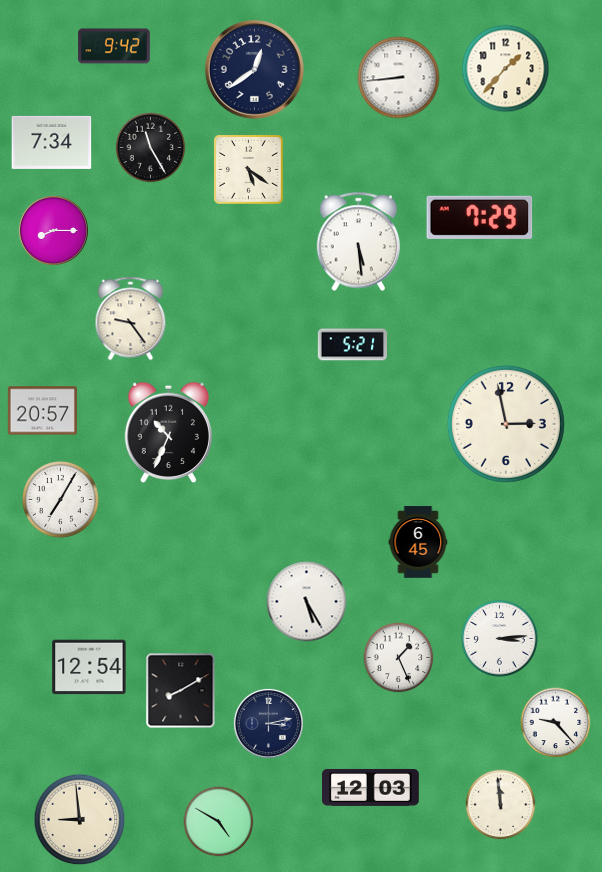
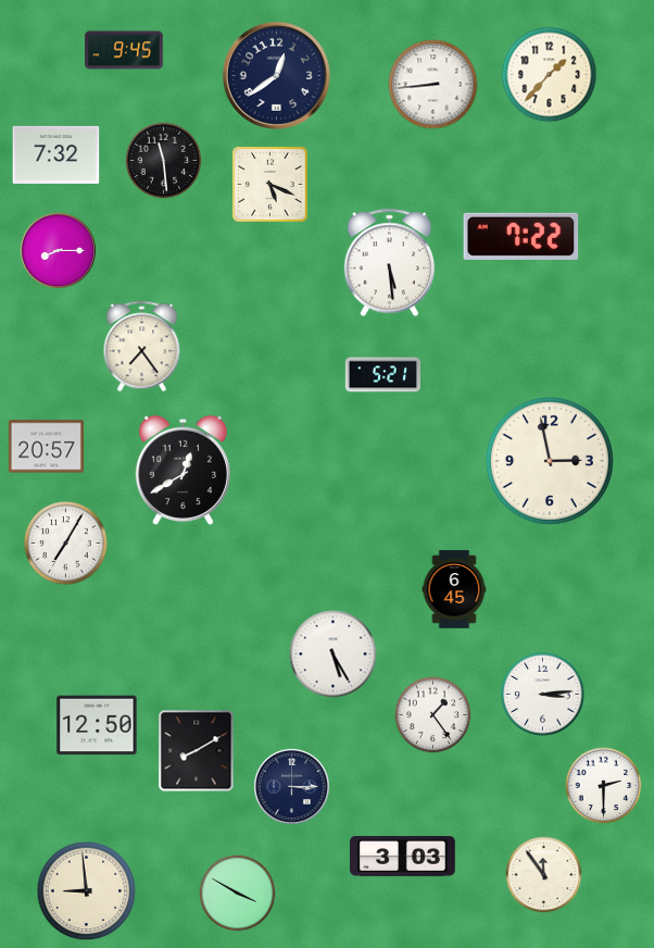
clock at (114, 46): 9:42 -> 9:45
clock at (52, 142): 7:34 -> 7:32
clock at (151, 148): 11:25 -> 11:29
clock at (249, 170): 5:21 -> 5:19
clock at (480, 217): 7:29 -> 7:22
clock at (131, 319): 9:24 -> 7:24
clock at (168, 433): 10:34 -> 12:40
clock at (399, 658): 1:26 -> 1:24
clock at (89, 667): 12:54 -> 12:50
clock at (268, 723): 3:13 -> 3:15
clock at (556, 723): 9:23 -> 2:30
clock at (371, 787): 12:03 -> 3:03
clock at (501, 805): 11:59 -> 11:54
clock at (219, 822): 4:50 -> 3:50
